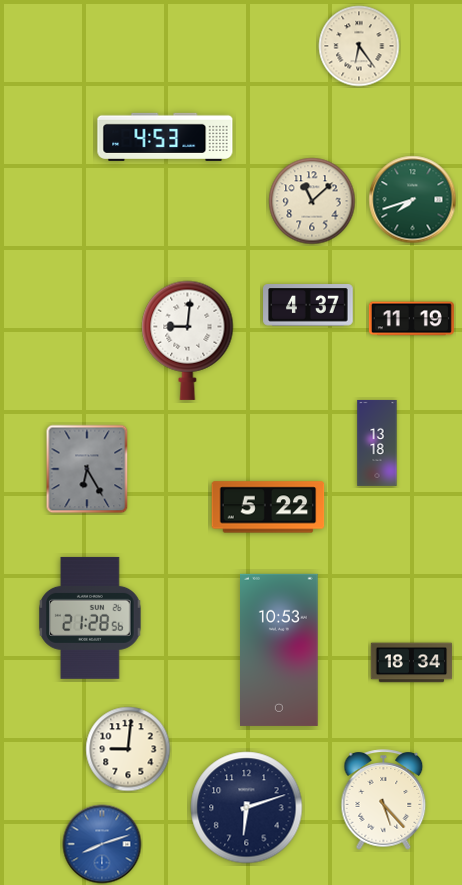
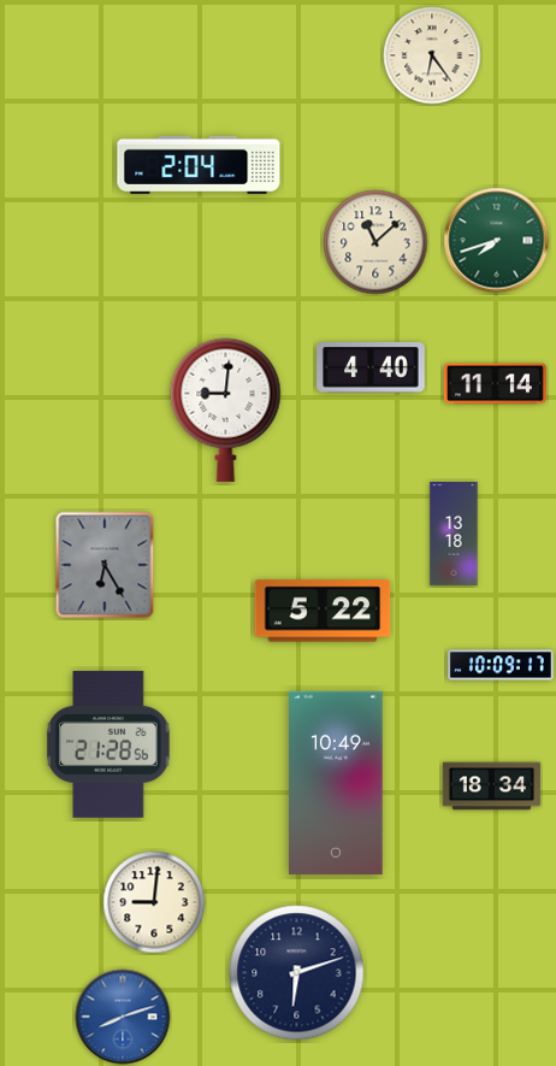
clock at (165, 137): 4:53 -> 2:04
clock at (308, 306): 4:37 -> 4:40
clock at (411, 319): 11:19 -> 11:14
clock at (502, 665): none -> 10:09
clock at (280, 650): 10:53 -> 10:49
clock at (412, 663) position: (412, 663) -> (492, 787)
clock at (384, 800): 5:23 -> none
